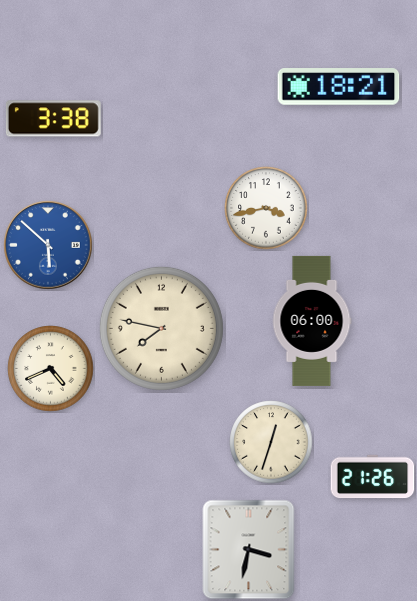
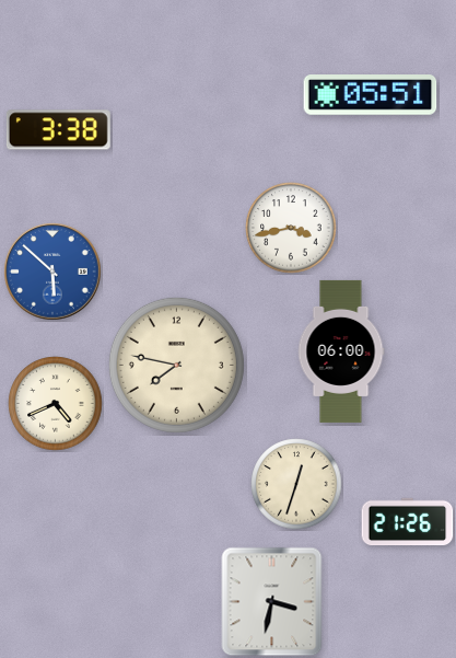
clock at (339, 87): 18:21 -> 05:51
clock at (48, 245) position: (48, 245) -> (52, 272)
clock at (161, 328) position: (161, 328) -> (176, 365)
